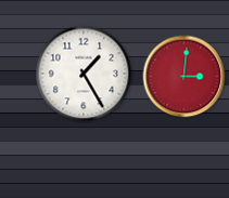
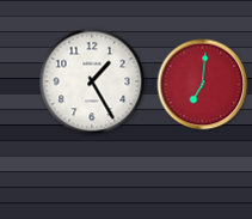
clock at (185, 77): 3:01 -> 7:01
